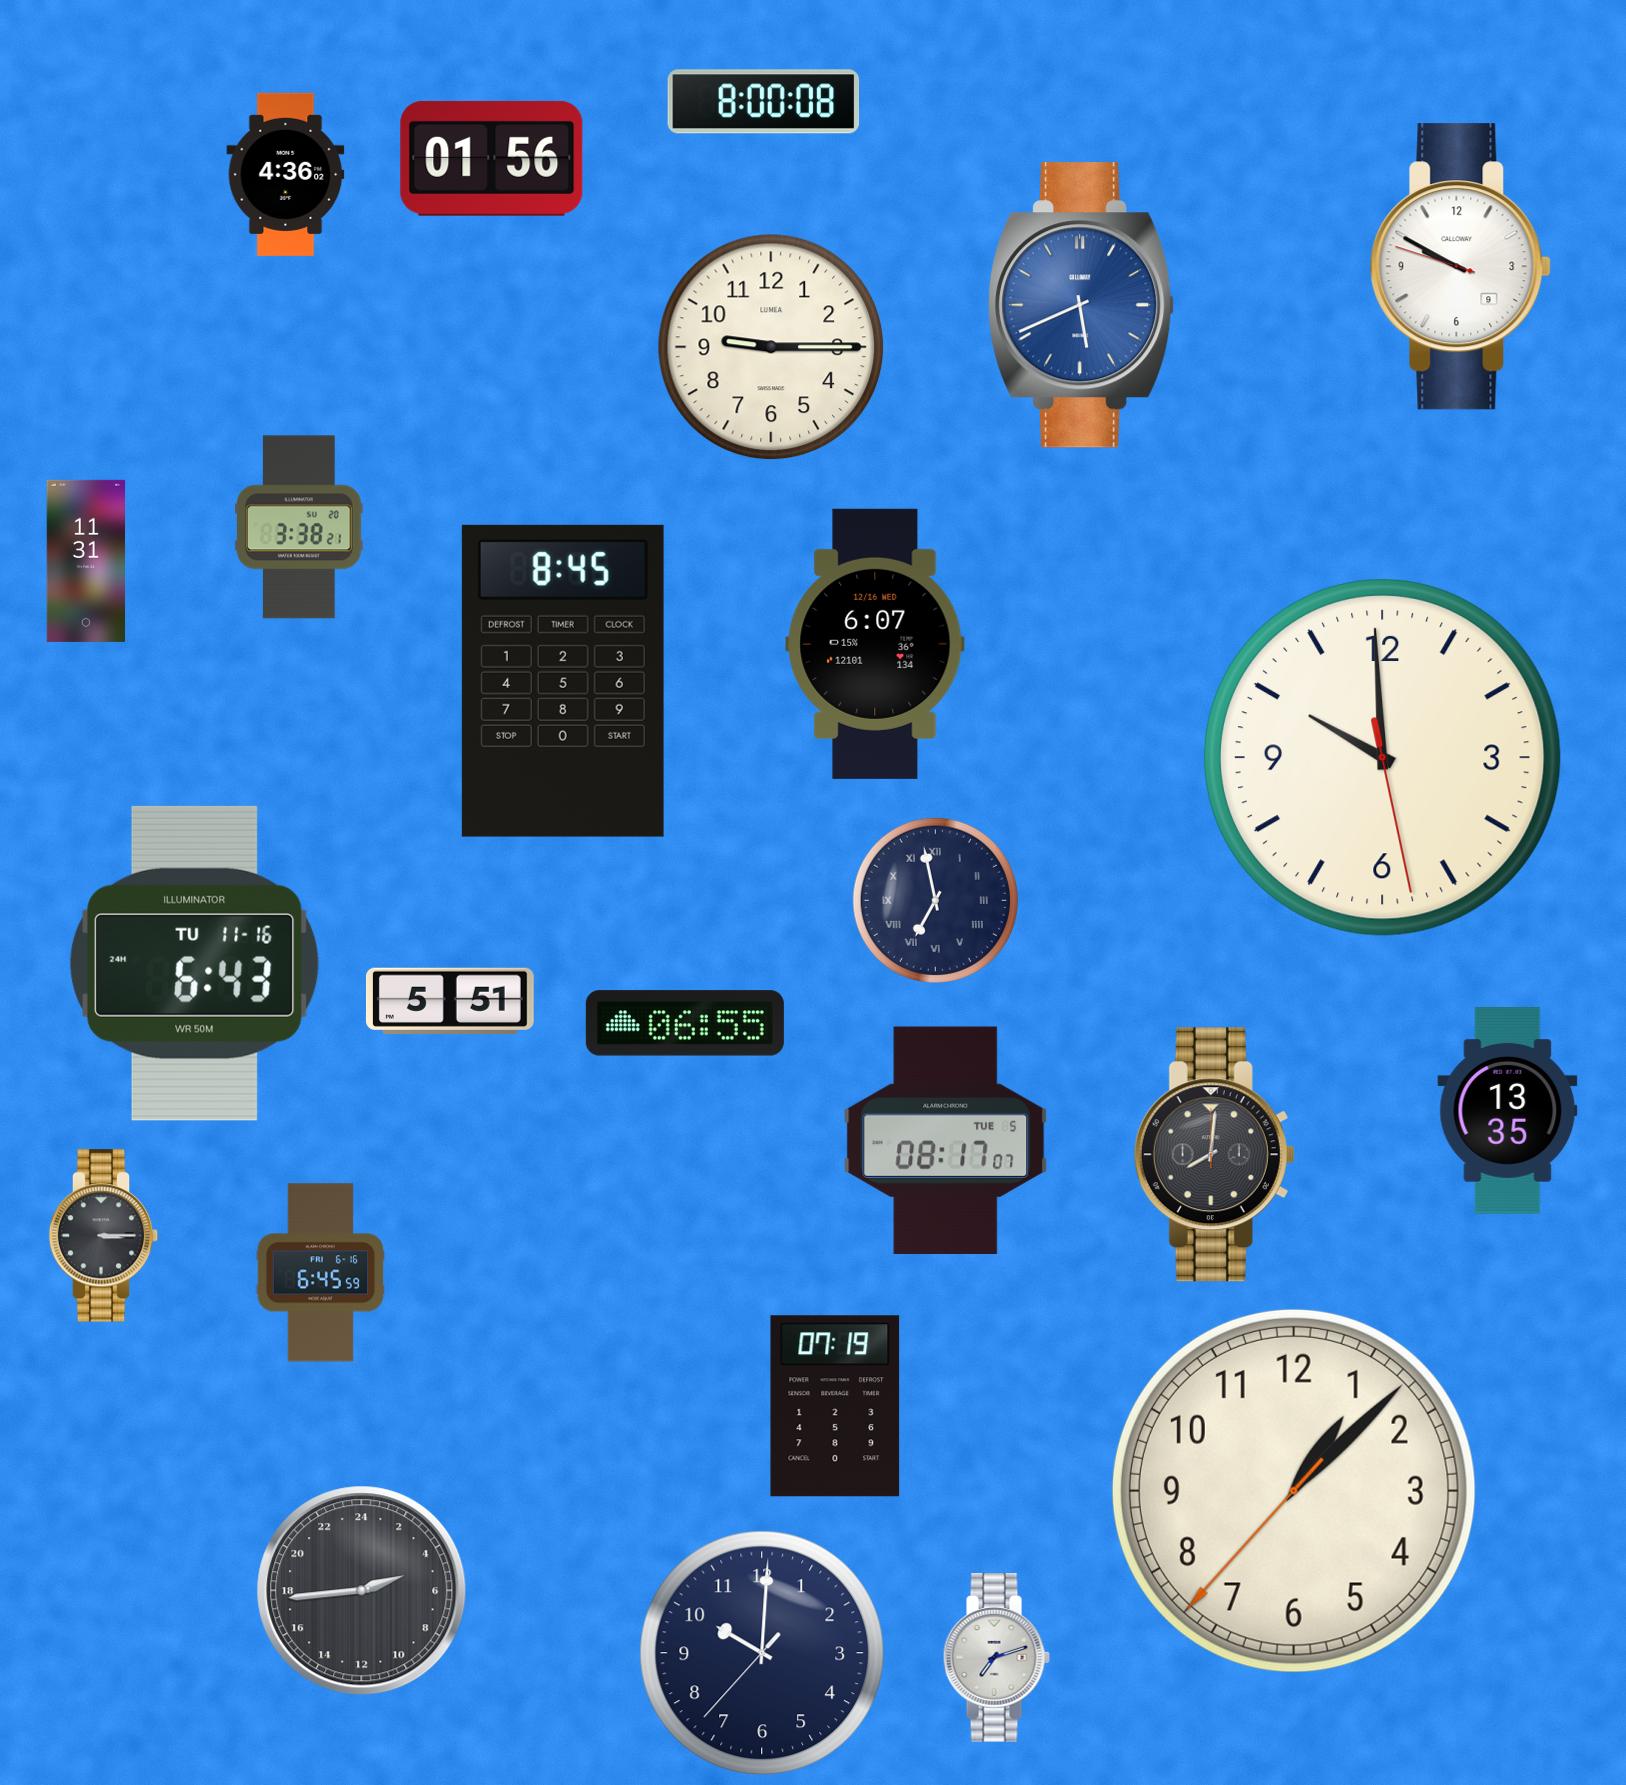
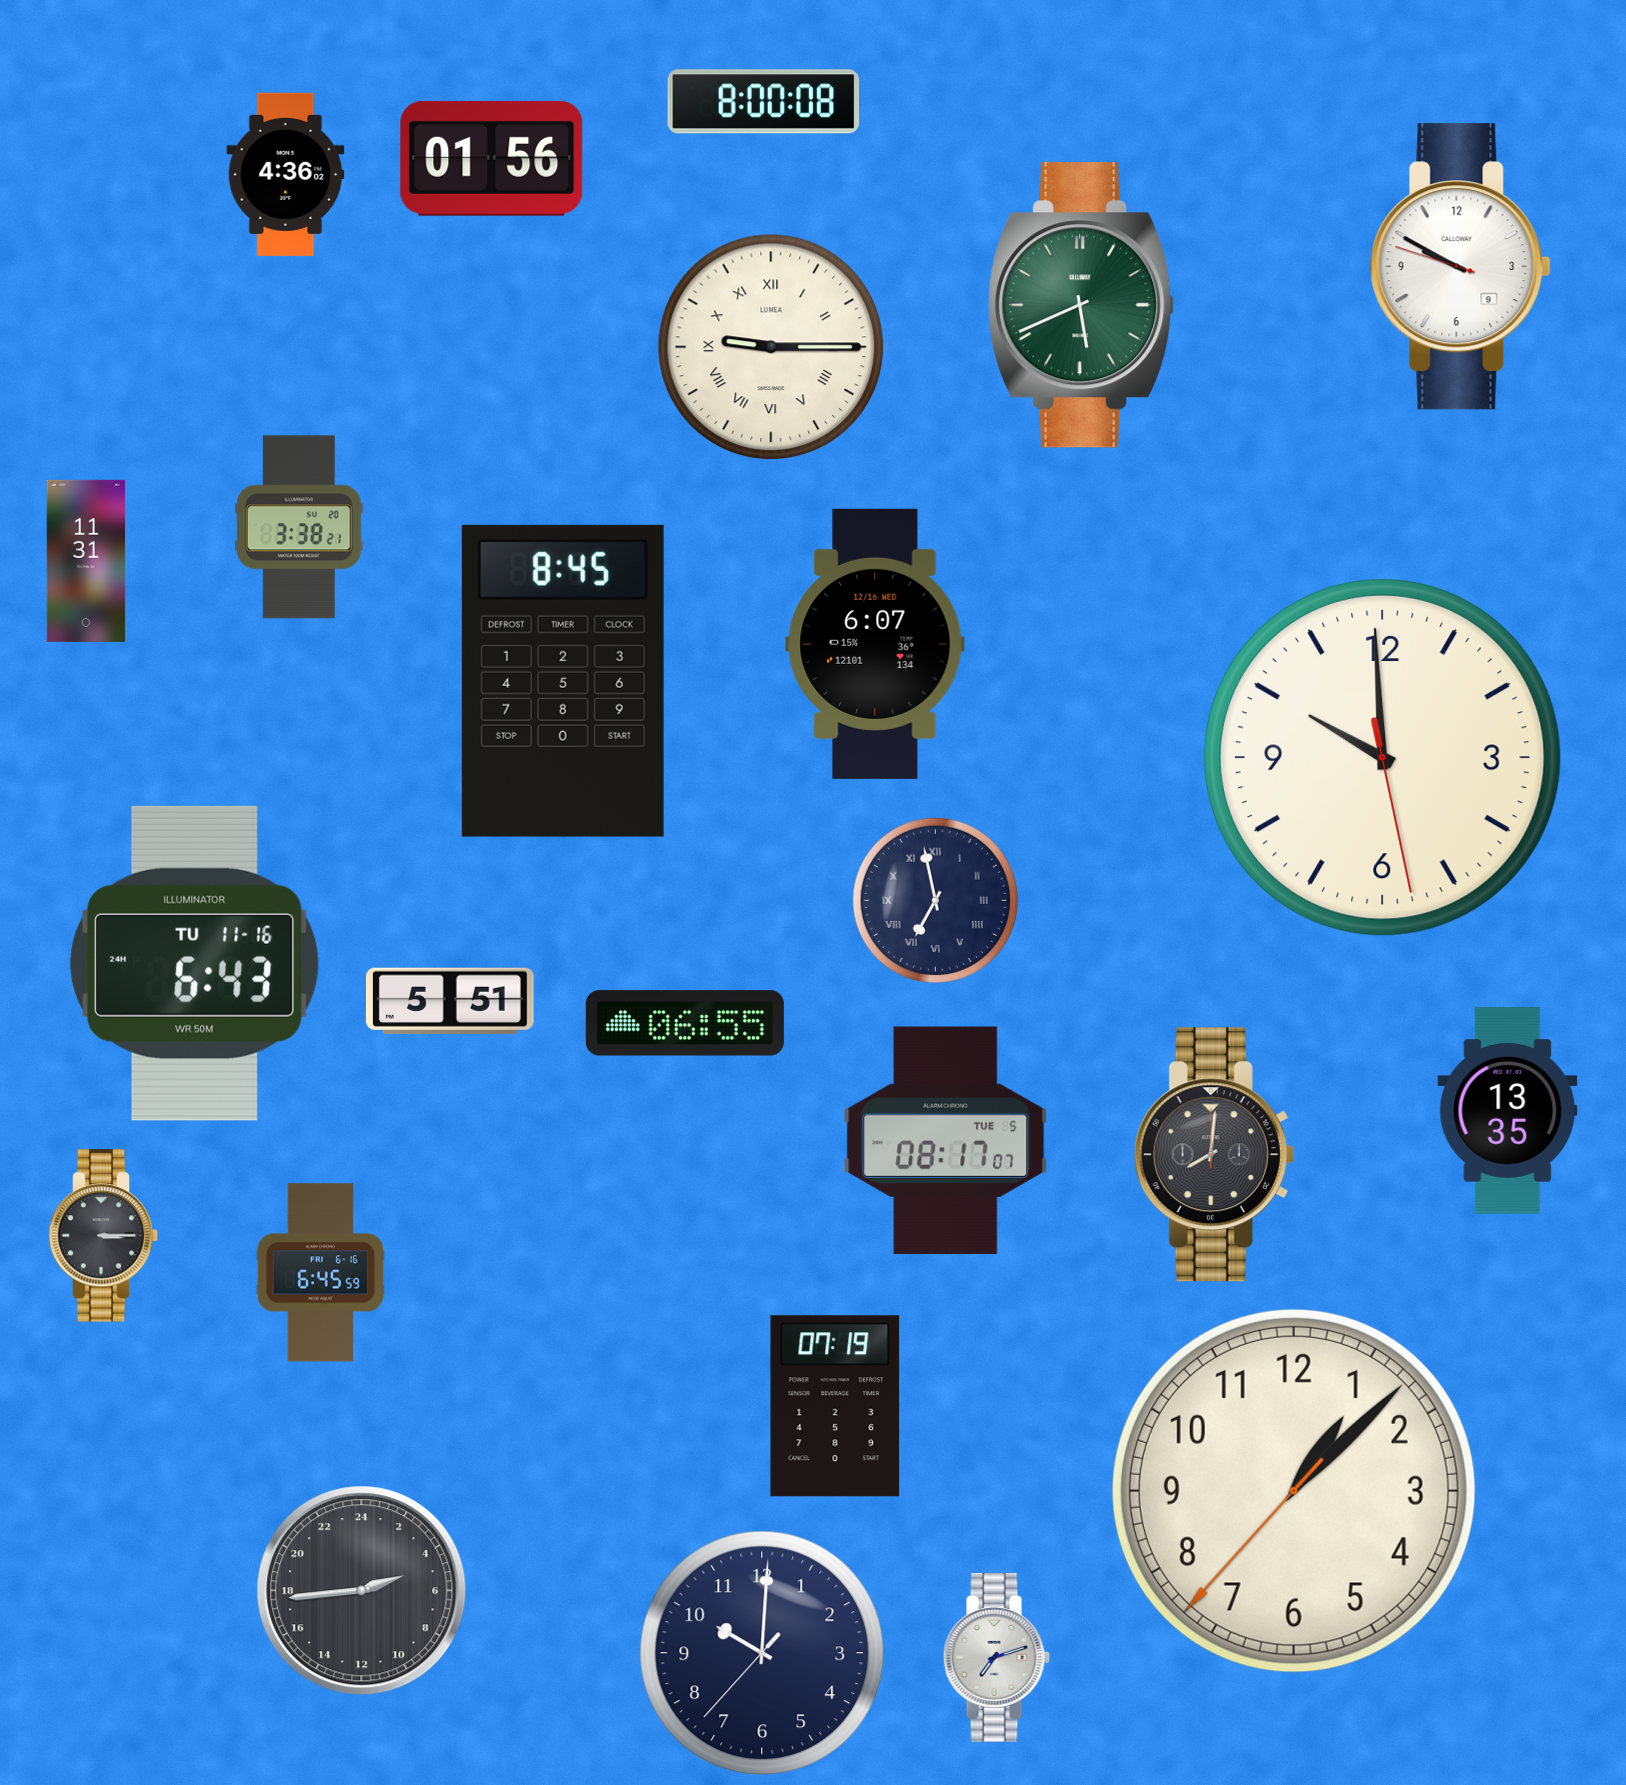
clock at (1082, 305) dial: blue -> green
clock at (771, 347) numerals: Arabic -> Roman
